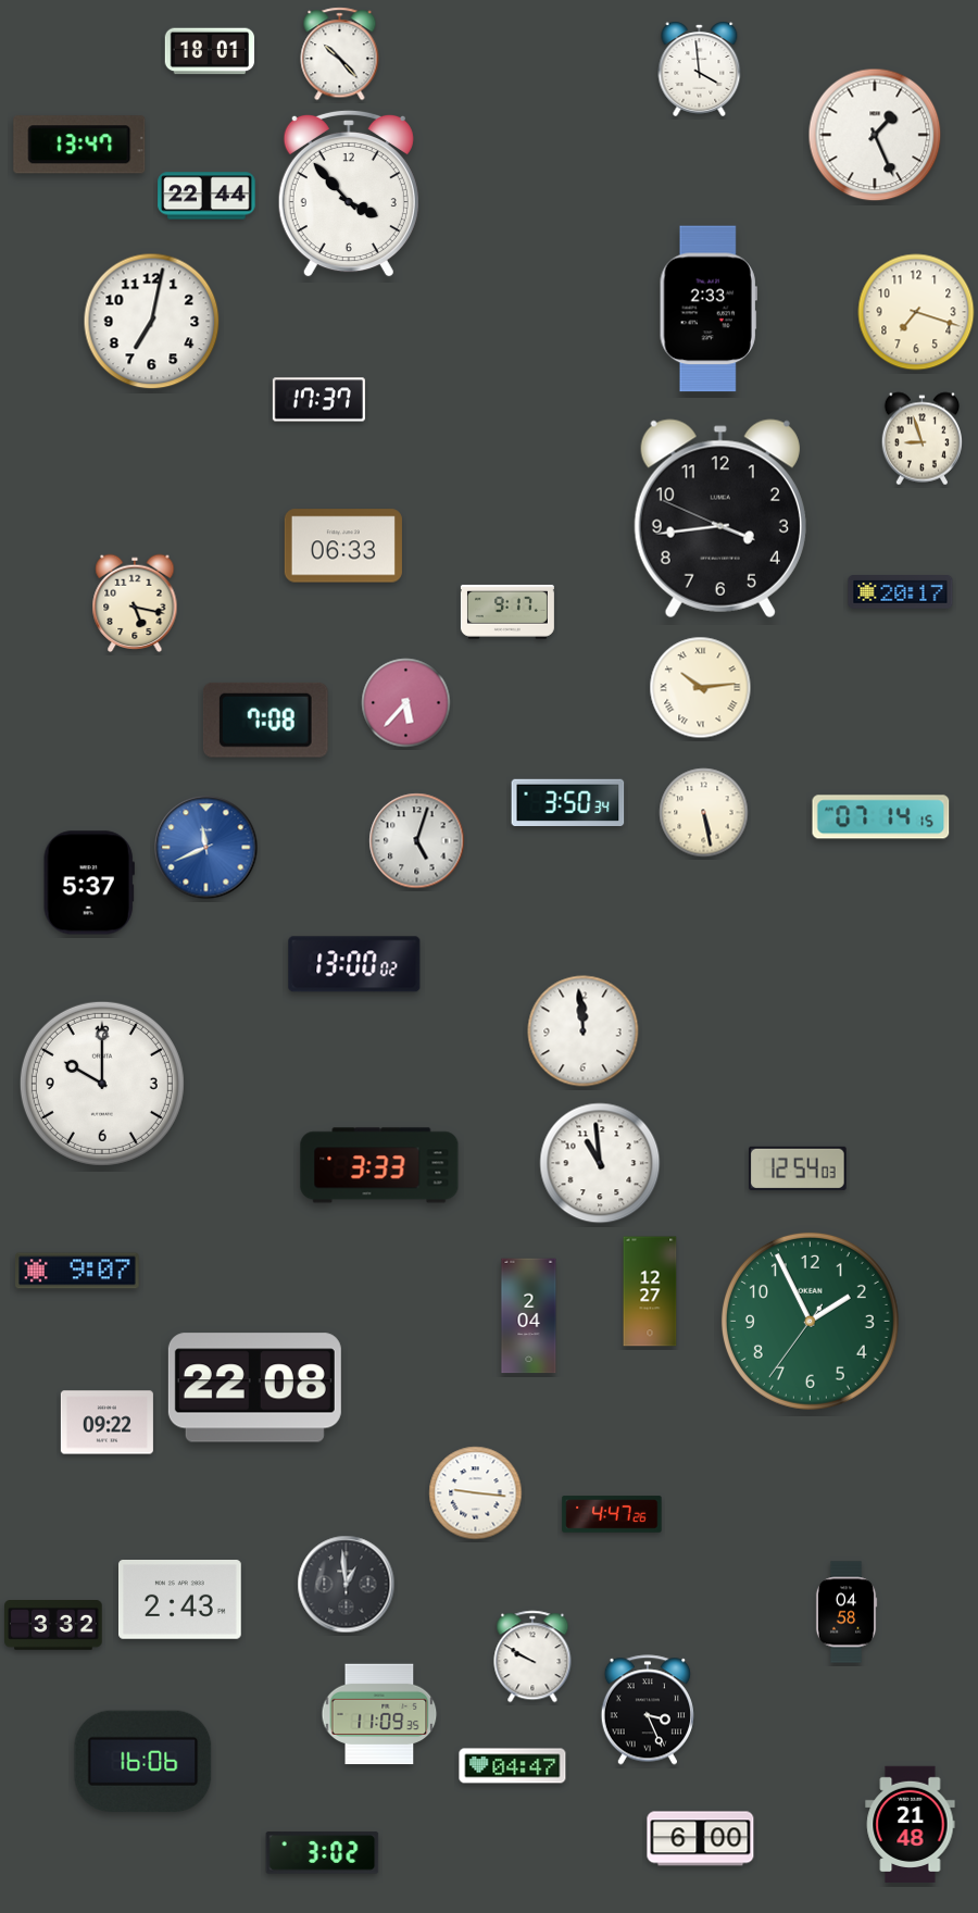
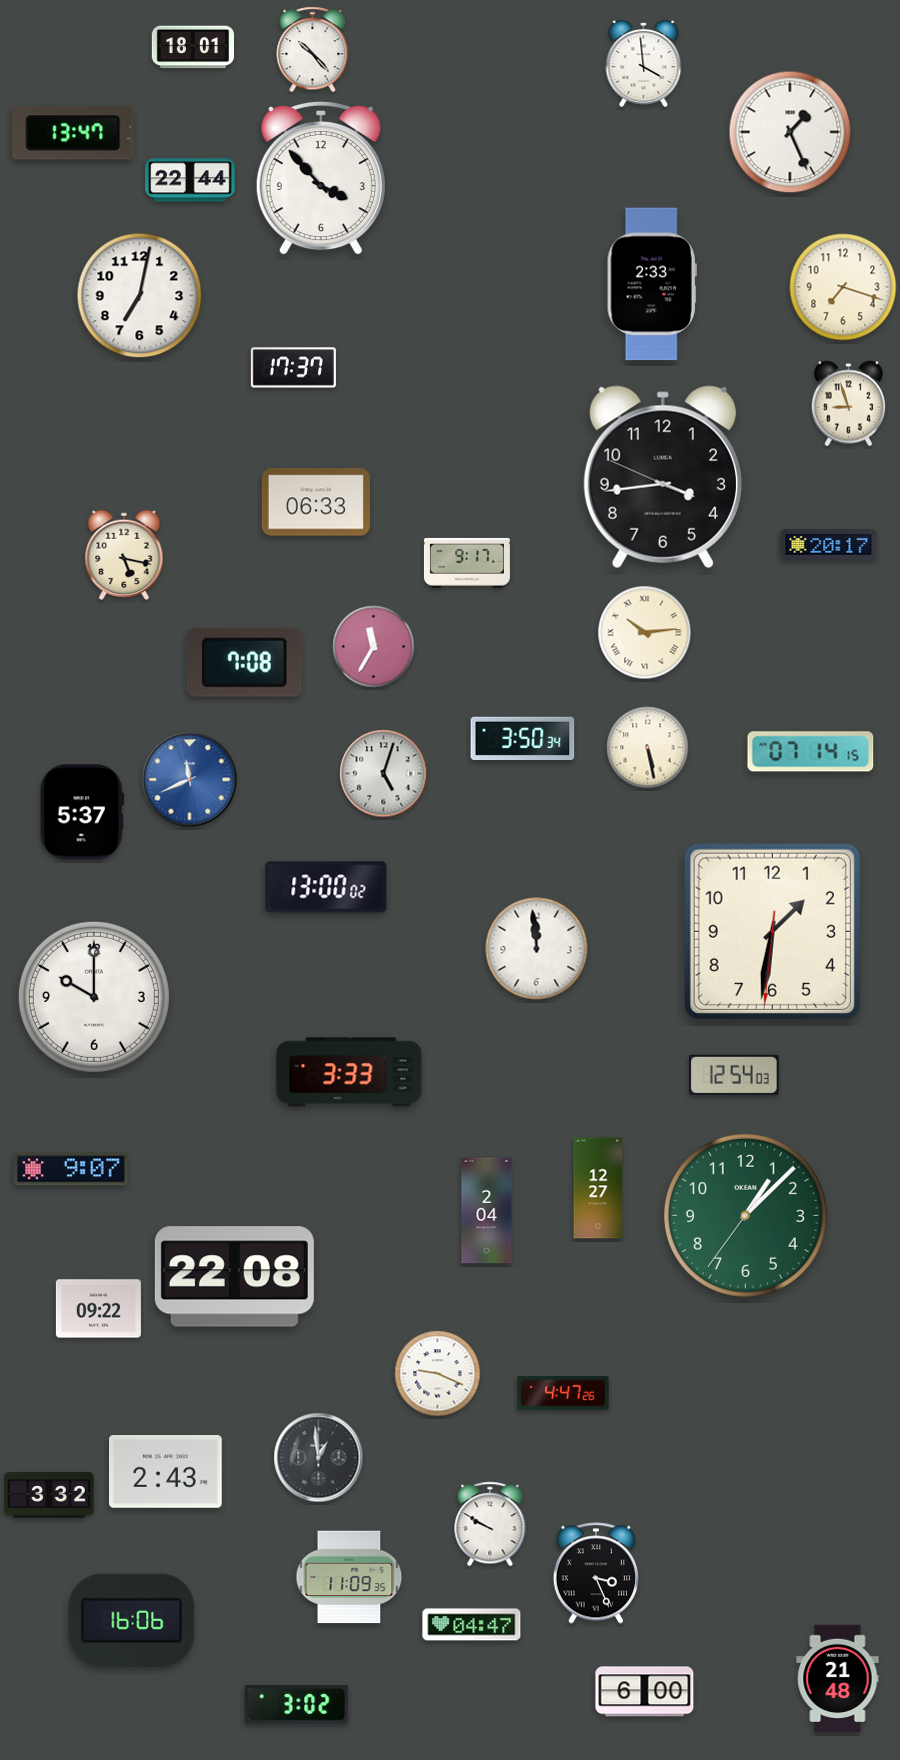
clock at (875, 135) position: (875, 135) -> (790, 132)
clock at (406, 703): 5:37 -> 11:35
clock at (772, 931): none -> 1:31
clock at (600, 1163): 10:59 -> none
clock at (810, 1321): 1:55 -> 1:07
clock at (476, 1493): 9:16 -> 9:19
clock at (847, 1612): 04:58 -> none
